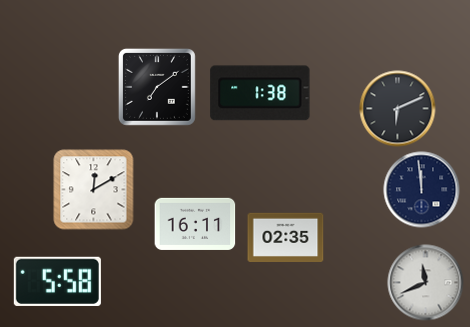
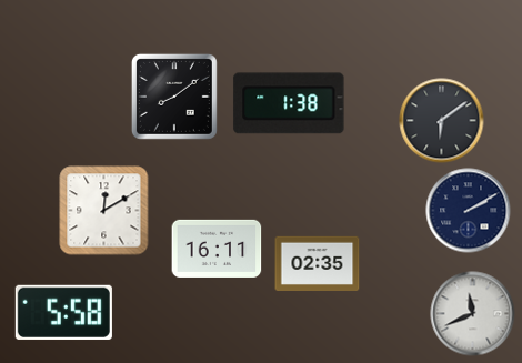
clock at (157, 87): 7:09 -> 8:09
clock at (398, 109): 6:11 -> 6:09
clock at (422, 190): 11:59 -> 2:10
